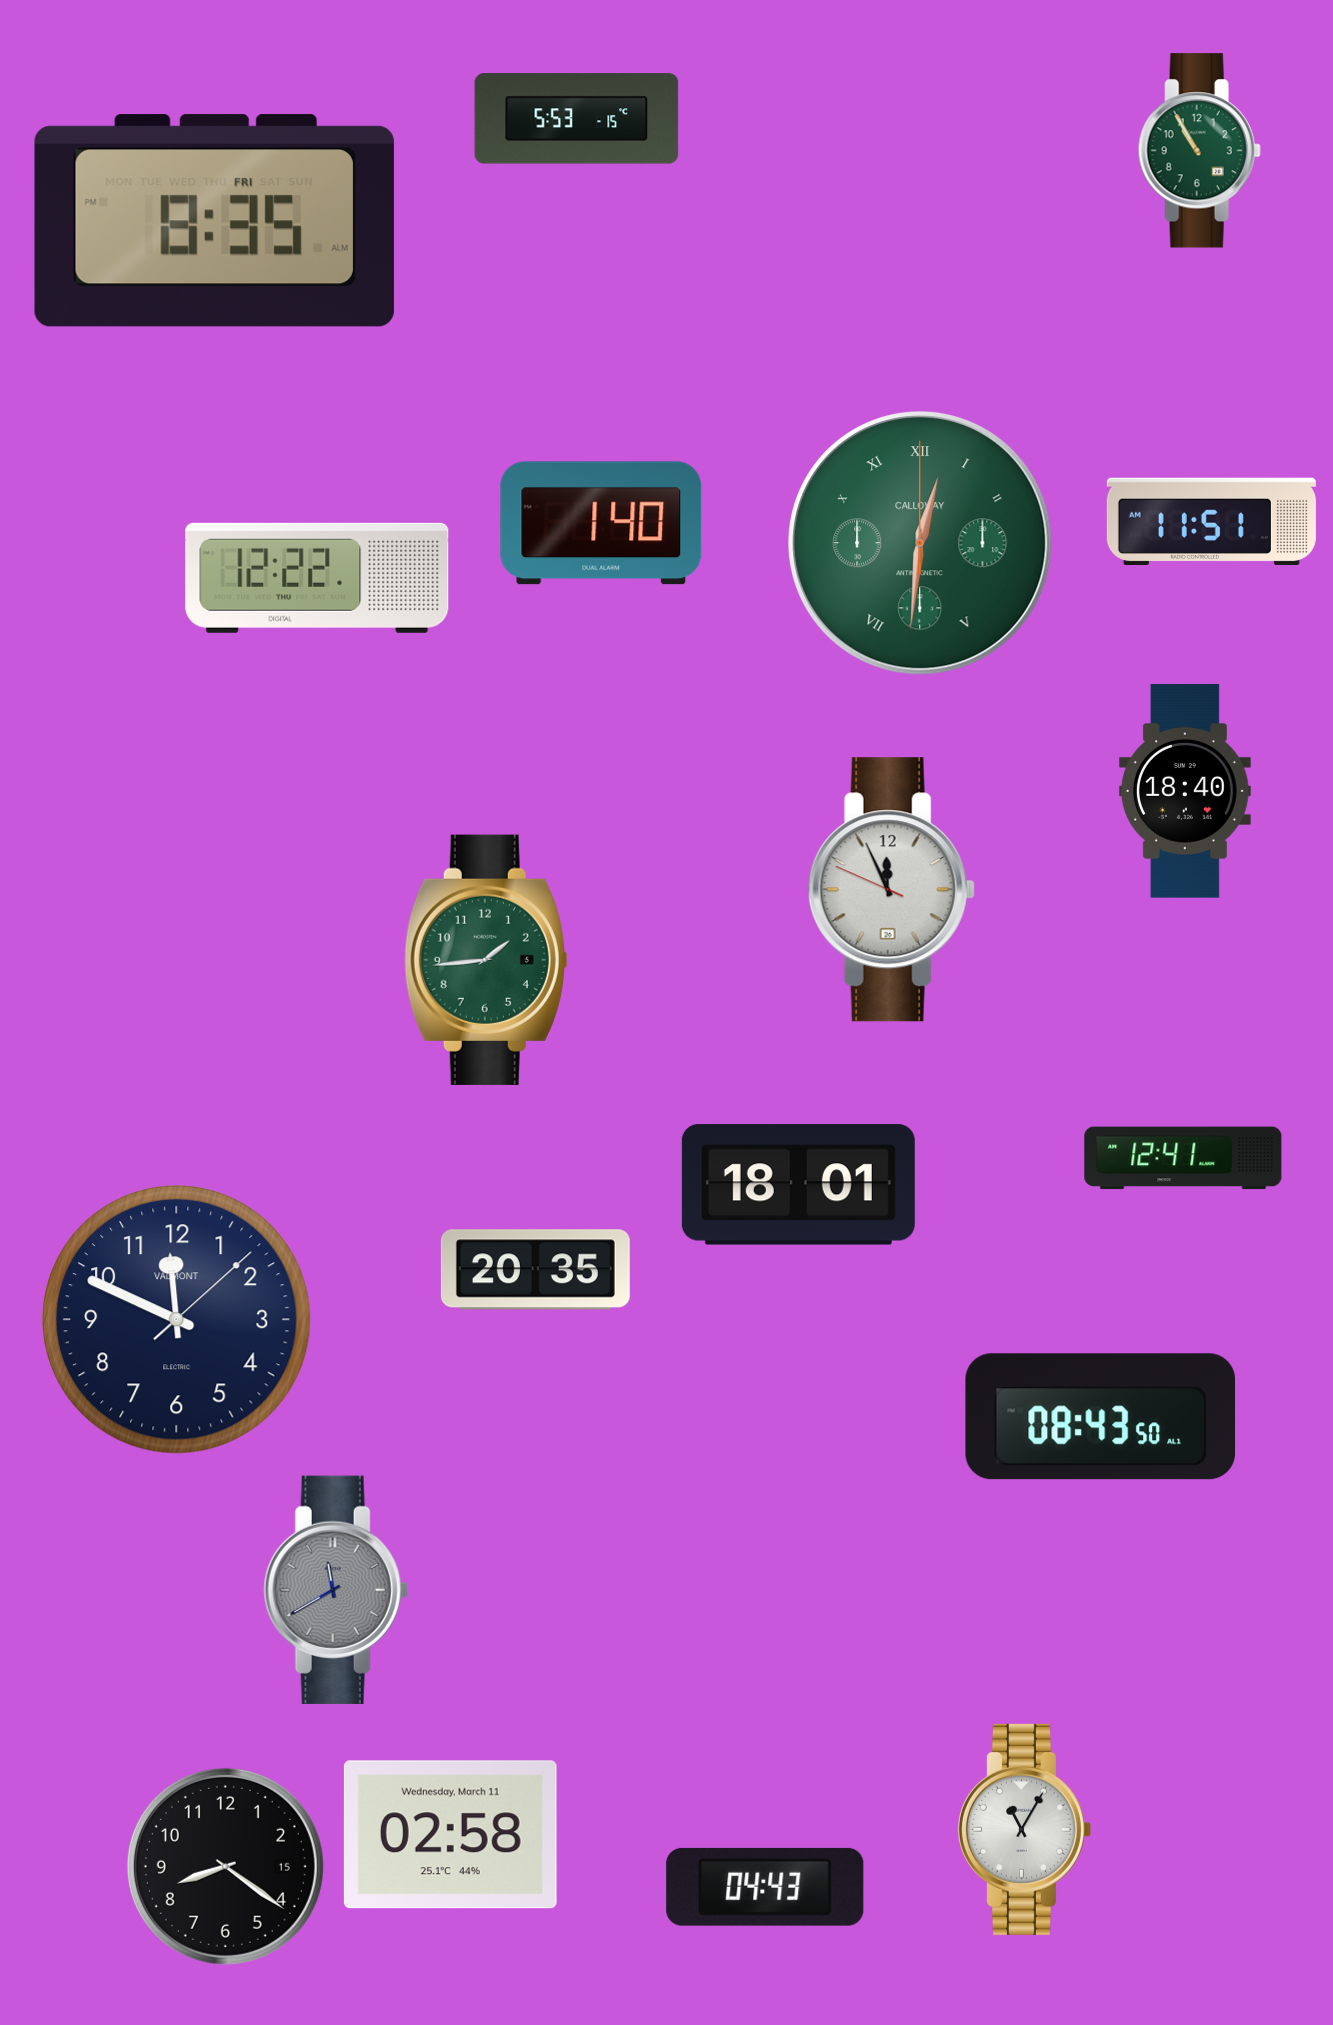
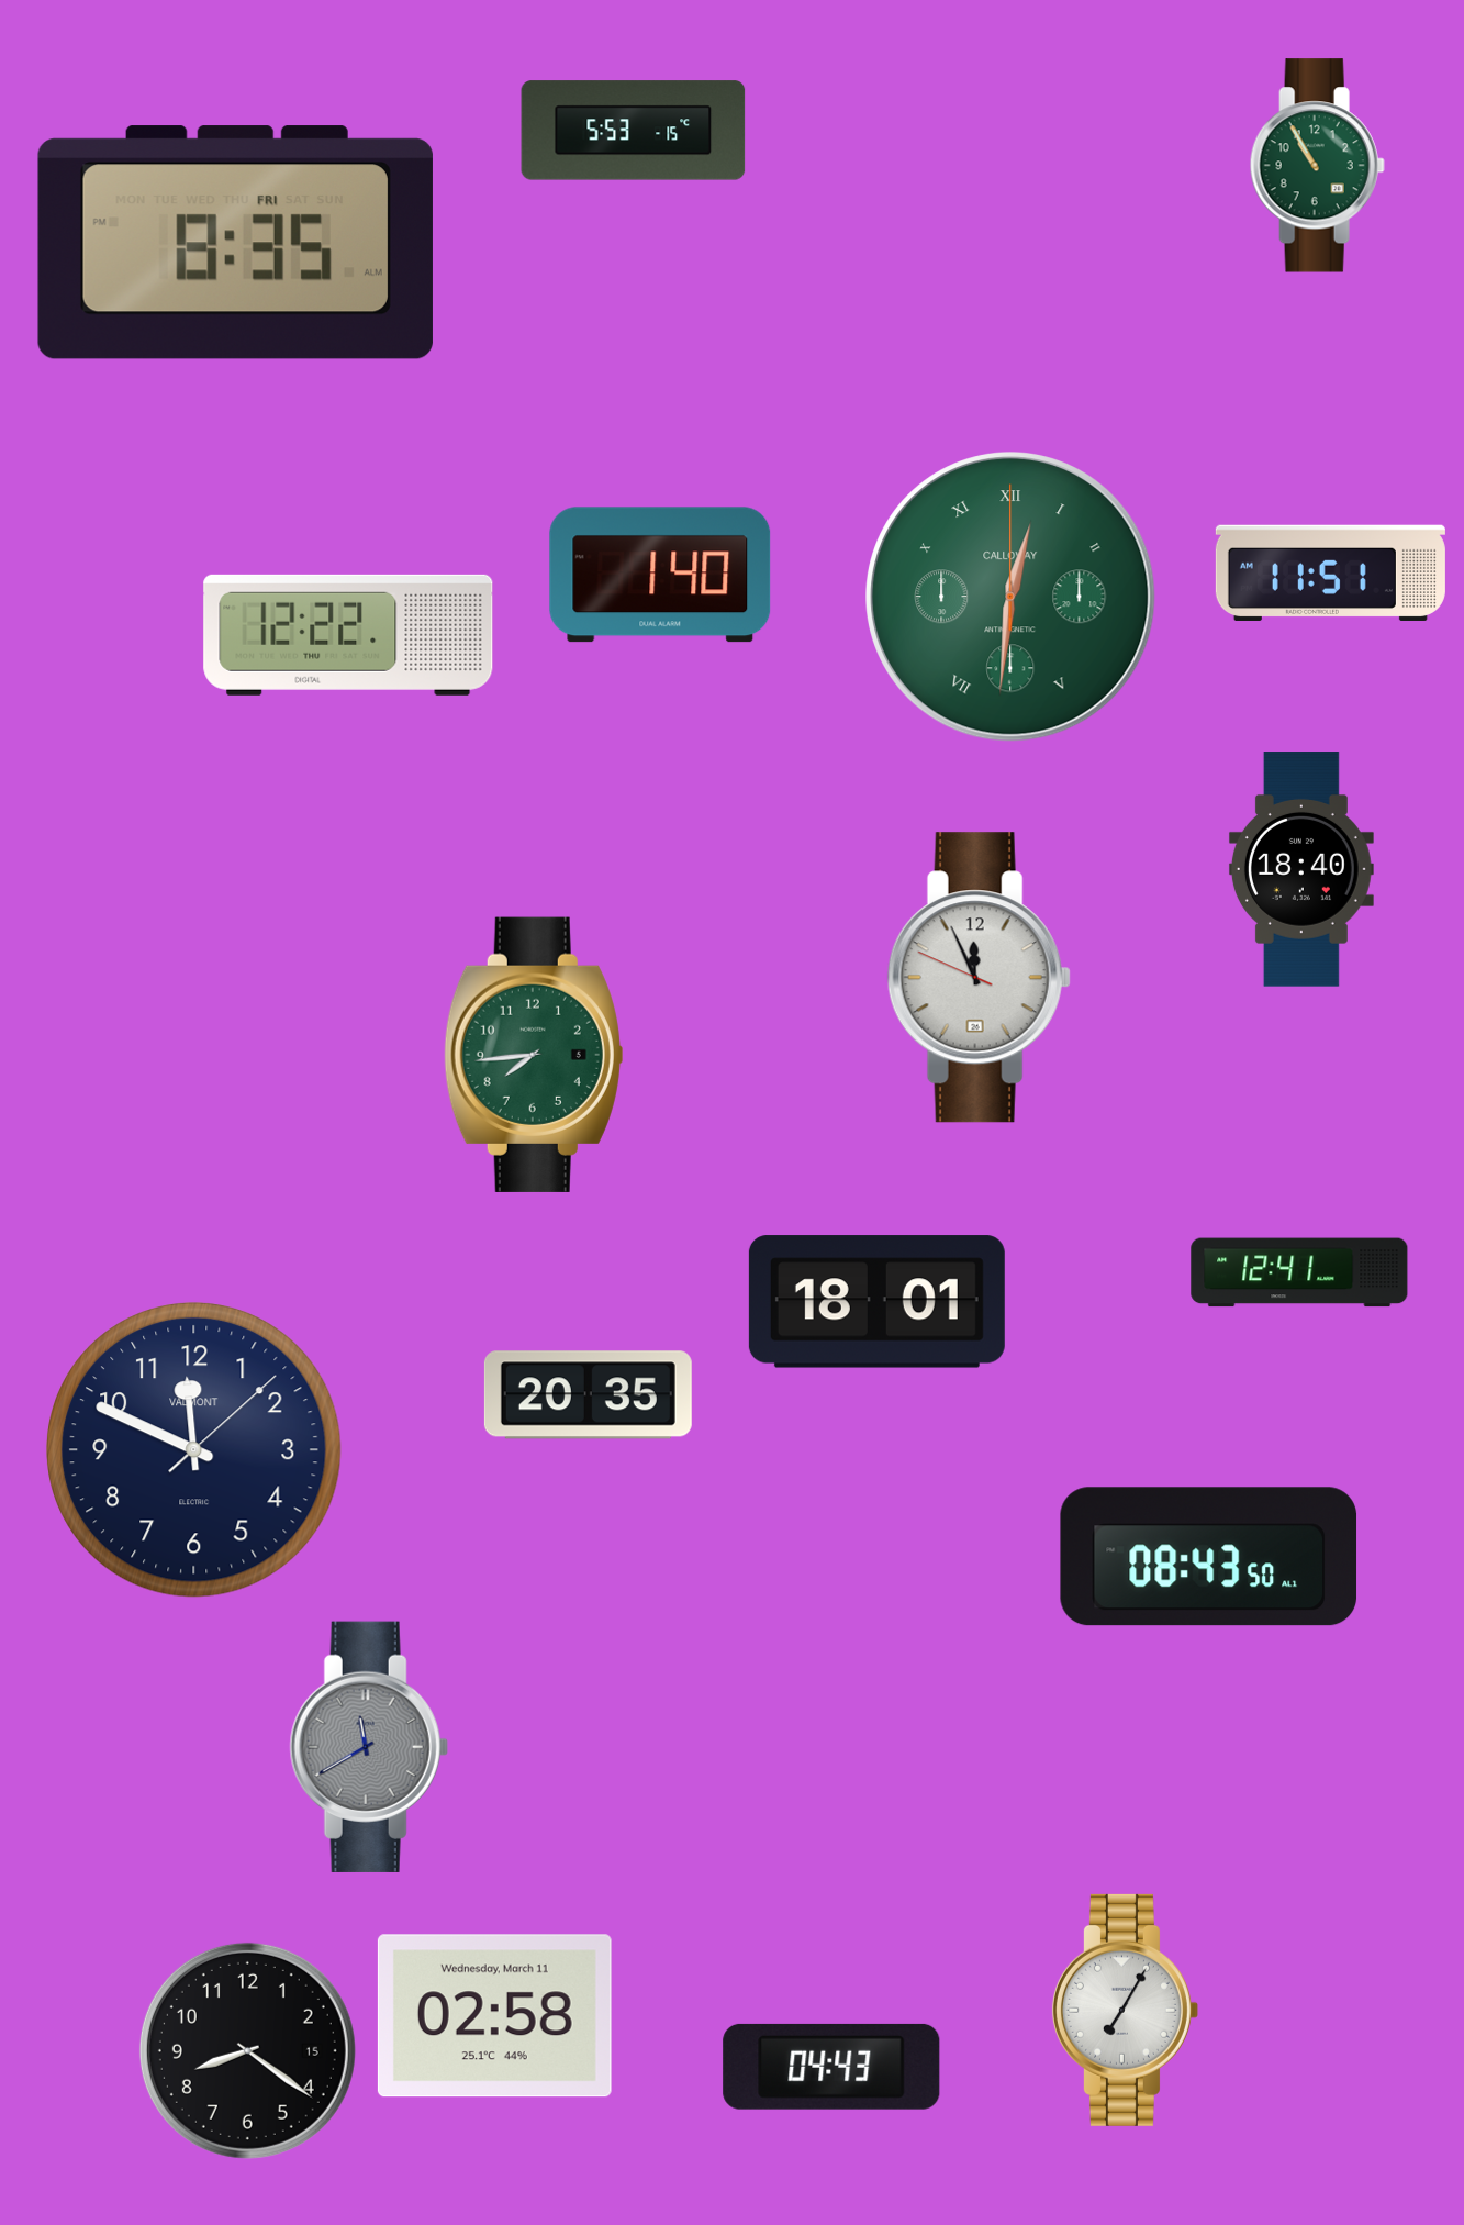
clock at (486, 960): 1:44 -> 7:44
clock at (1024, 1829): 11:05 -> 7:05
clock at (765, 1887) position: (765, 1887) -> (831, 2067)
